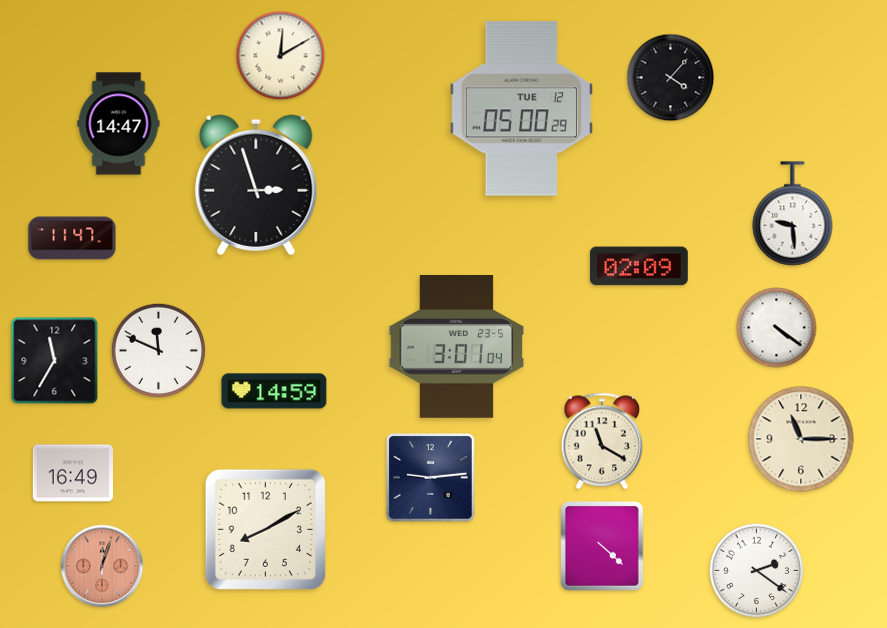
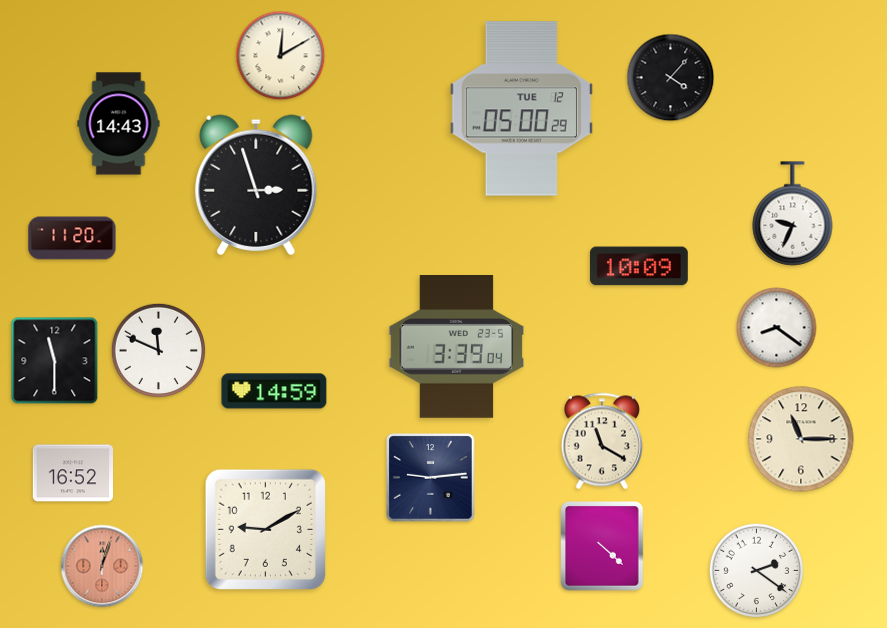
clock at (119, 124): 14:47 -> 14:43
clock at (793, 214): 9:29 -> 9:34
clock at (72, 238): 11:47 -> 11:20
clock at (639, 266): 02:09 -> 10:09
clock at (777, 328): 4:21 -> 8:21
clock at (457, 347): 3:01 -> 3:39
clock at (55, 361): 11:35 -> 11:30
clock at (72, 473): 16:49 -> 16:52
clock at (265, 529): 8:10 -> 9:10
